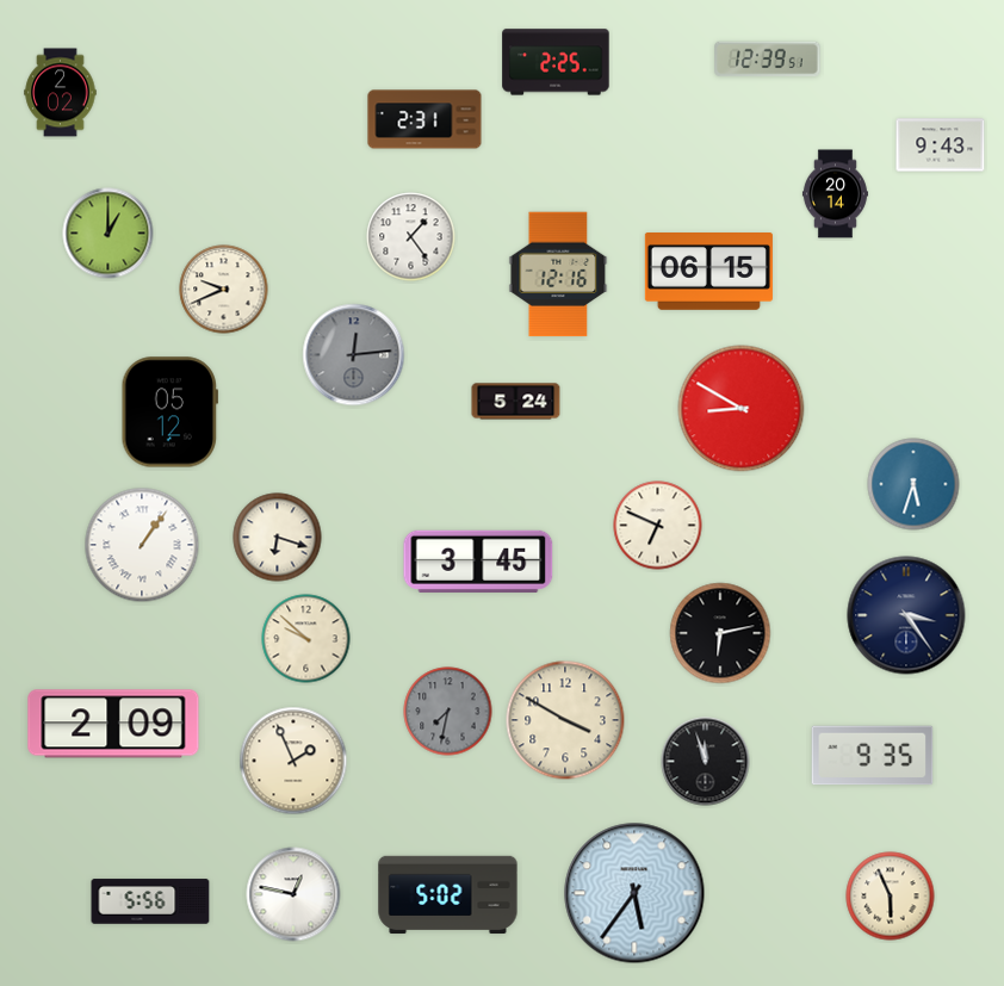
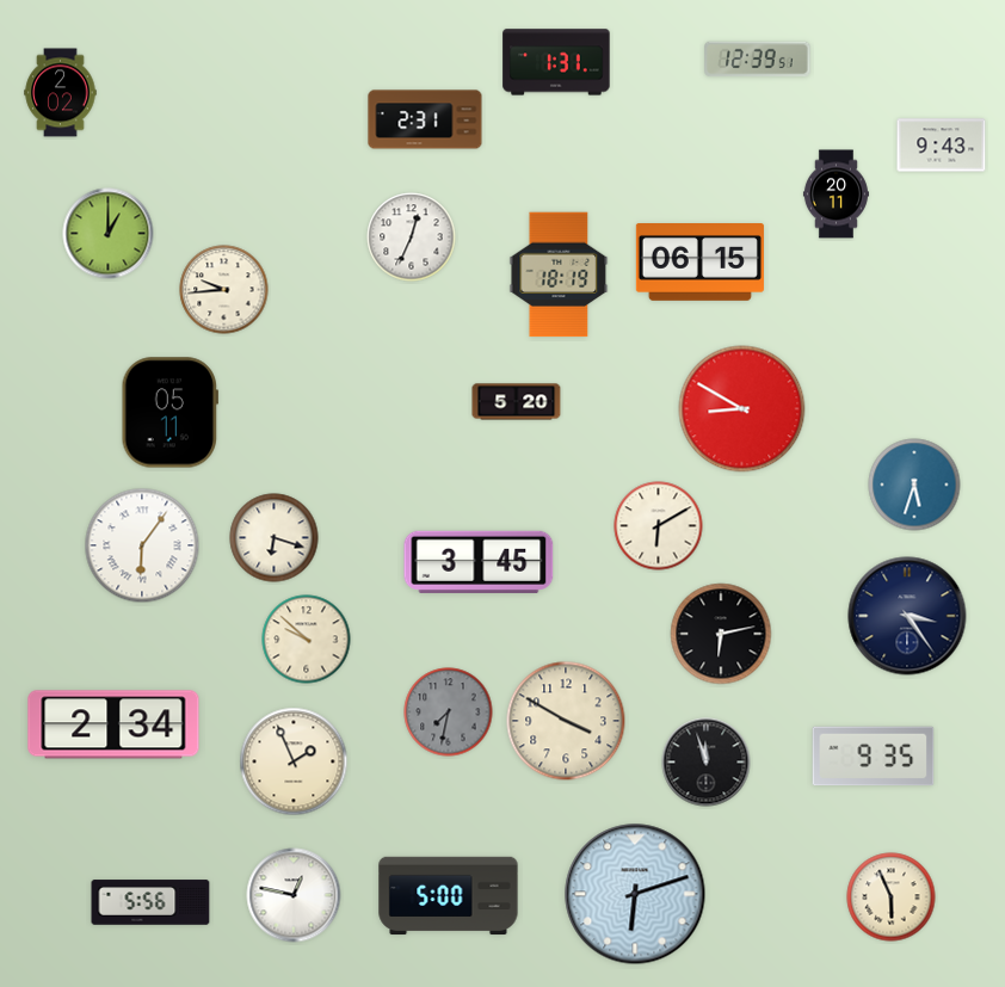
clock at (768, 60) position: (768, 60) -> (758, 60)
clock at (556, 62): 2:25 -> 1:31
clock at (835, 194): 20:14 -> 20:11
clock at (411, 237): 1:24 -> 12:34
clock at (708, 272) position: (708, 272) -> (699, 263)
clock at (558, 274): 12:16 -> 18:19
clock at (224, 290): 9:41 -> 9:44
clock at (354, 355): 12:14 -> none
clock at (516, 402): 5:24 -> 5:20
clock at (169, 413): 05:12 -> 05:11
clock at (658, 526): 6:49 -> 6:10
clock at (278, 538) position: (278, 538) -> (275, 538)
clock at (142, 545): 1:06 -> 6:06
clock at (113, 724): 2:09 -> 2:34
clock at (634, 893): 5:36 -> 6:12
clock at (448, 895): 5:02 -> 5:00
